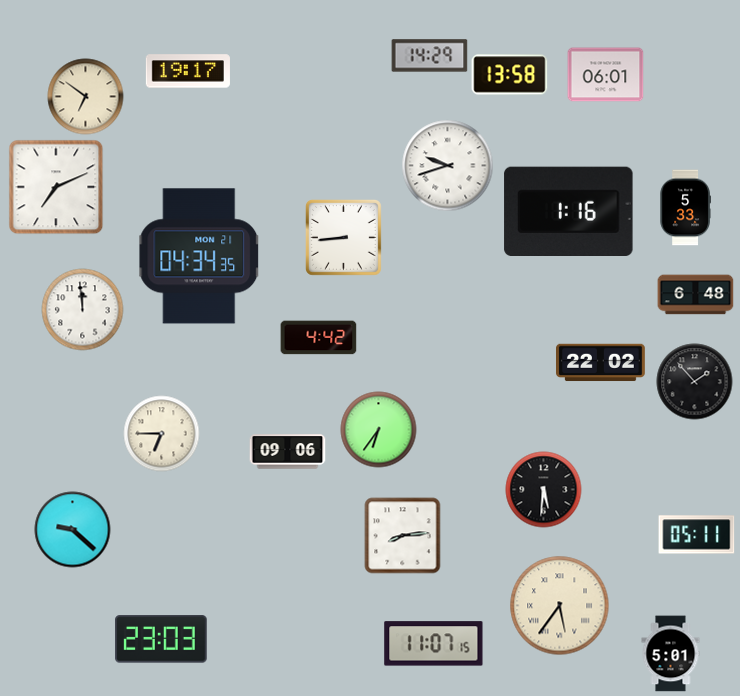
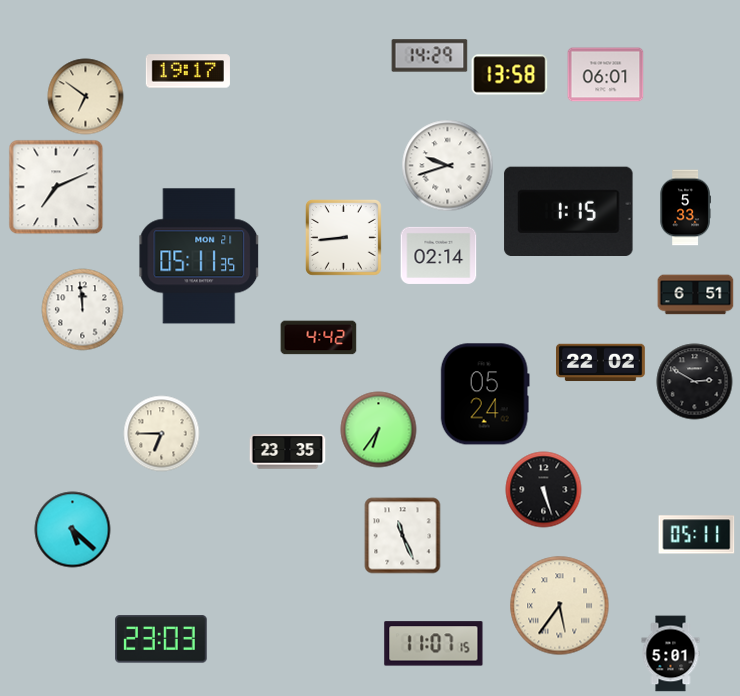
clock at (569, 211): 1:16 -> 1:15
clock at (439, 255): none -> 02:14
clock at (199, 256): 04:34 -> 05:11
clock at (696, 295): 6:48 -> 6:51
clock at (695, 382): 1:53 -> 2:50
clock at (485, 394): none -> 05:24
clock at (288, 452): 09:06 -> 23:35
clock at (544, 490): 5:31 -> 5:27
clock at (73, 530): 9:22 -> 5:22
clock at (403, 536): 8:14 -> 11:26
